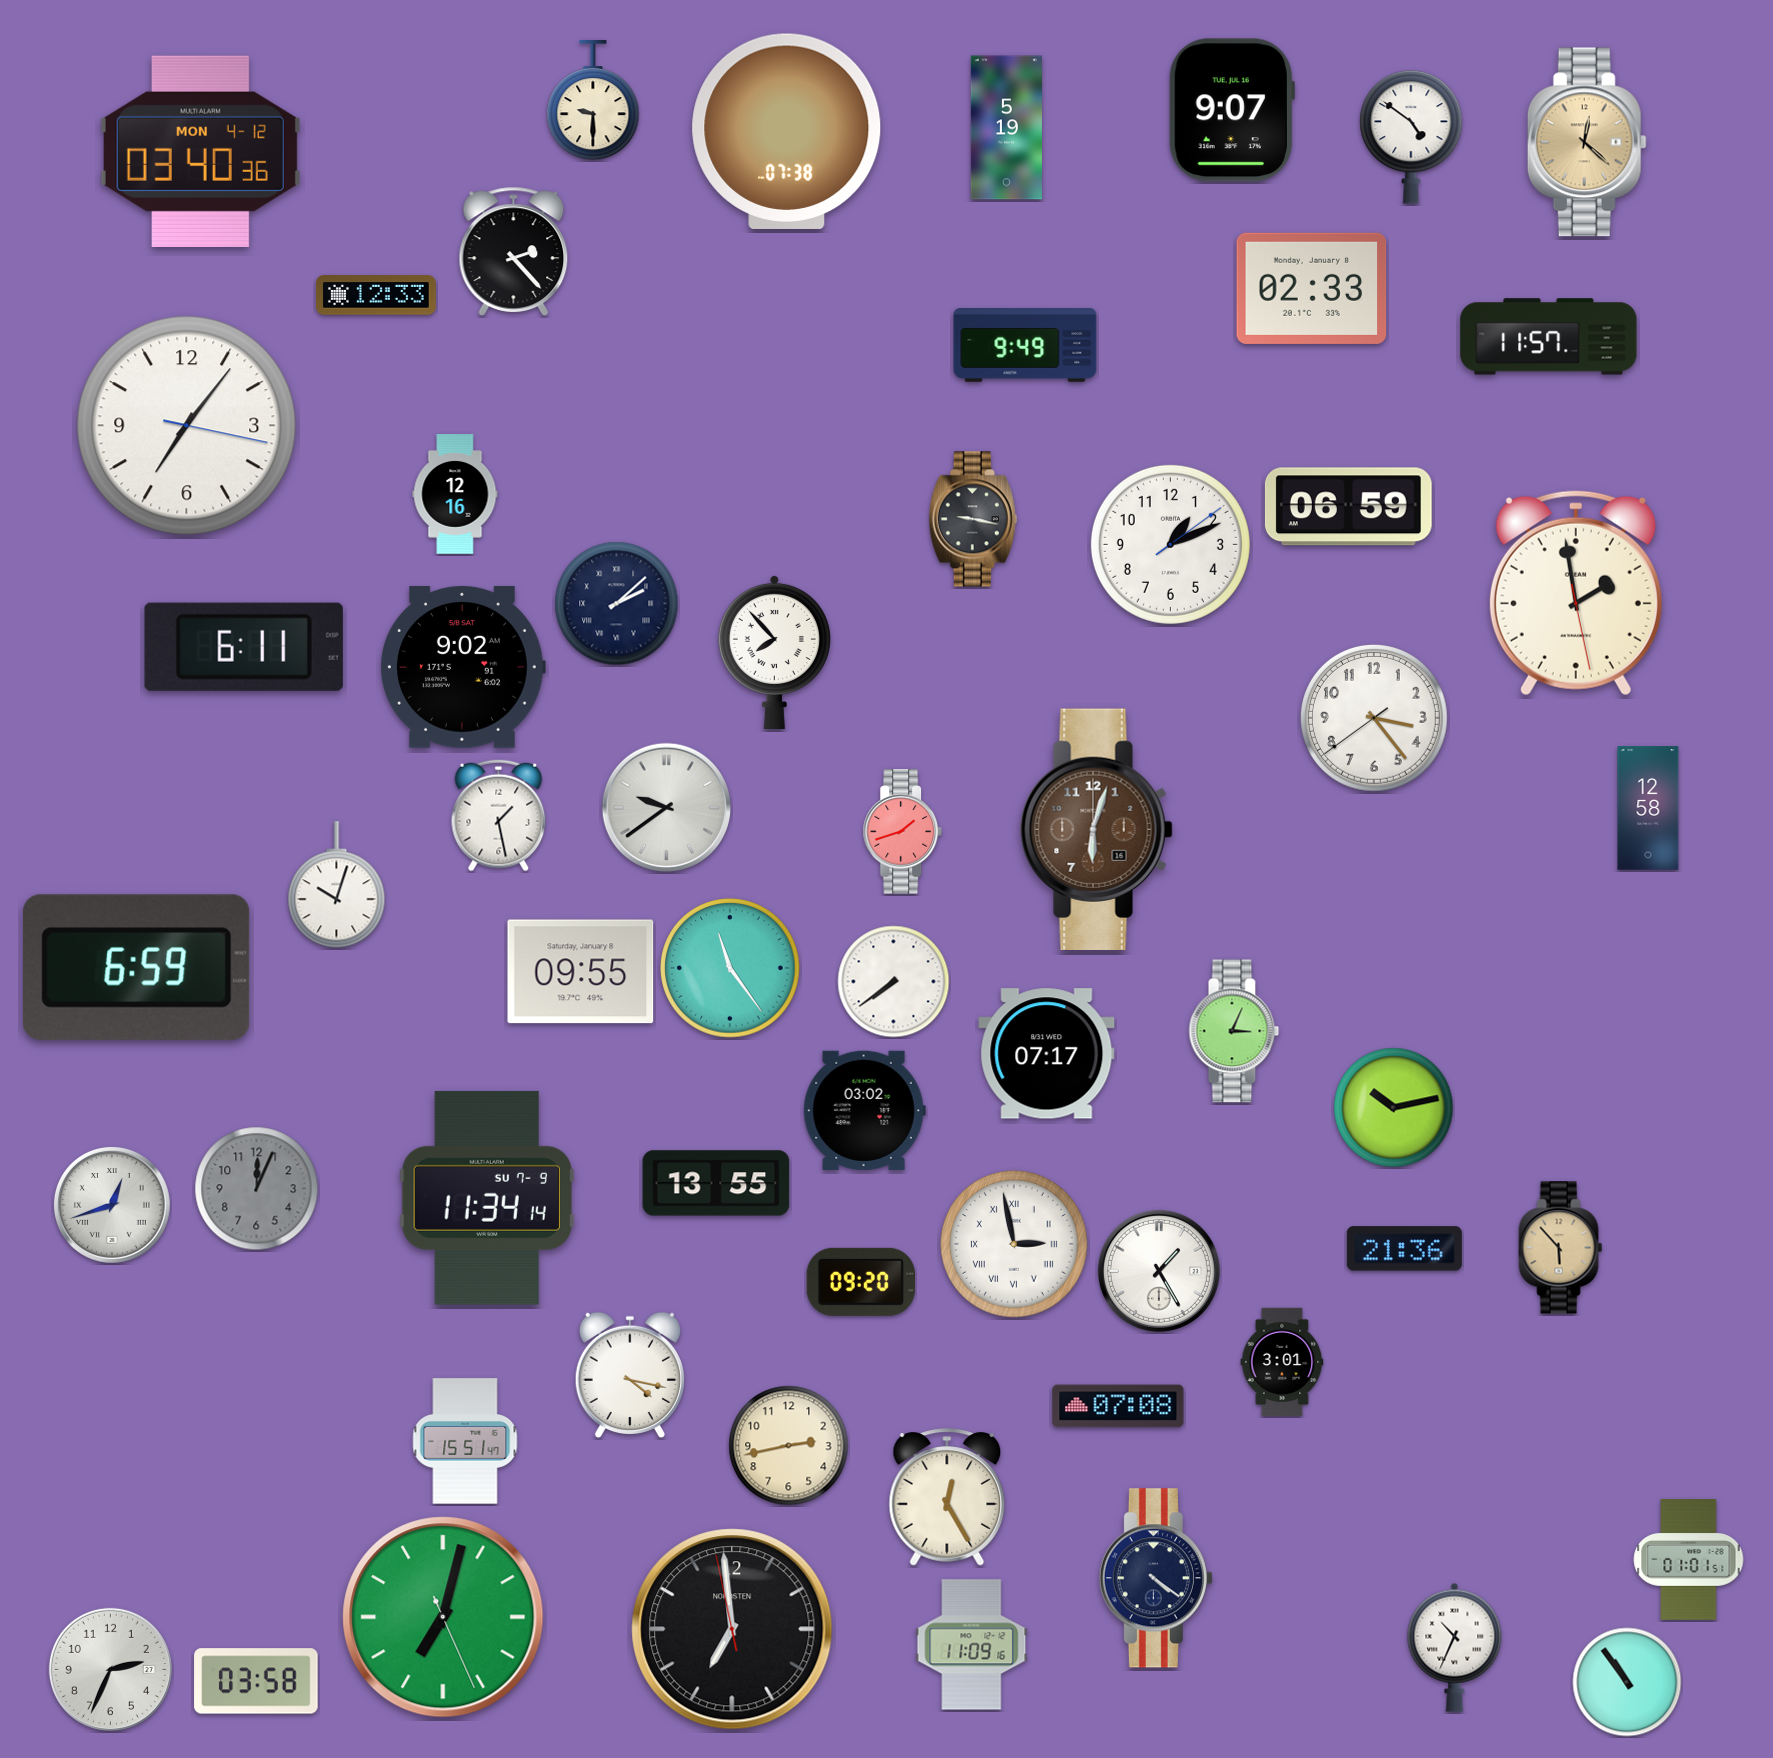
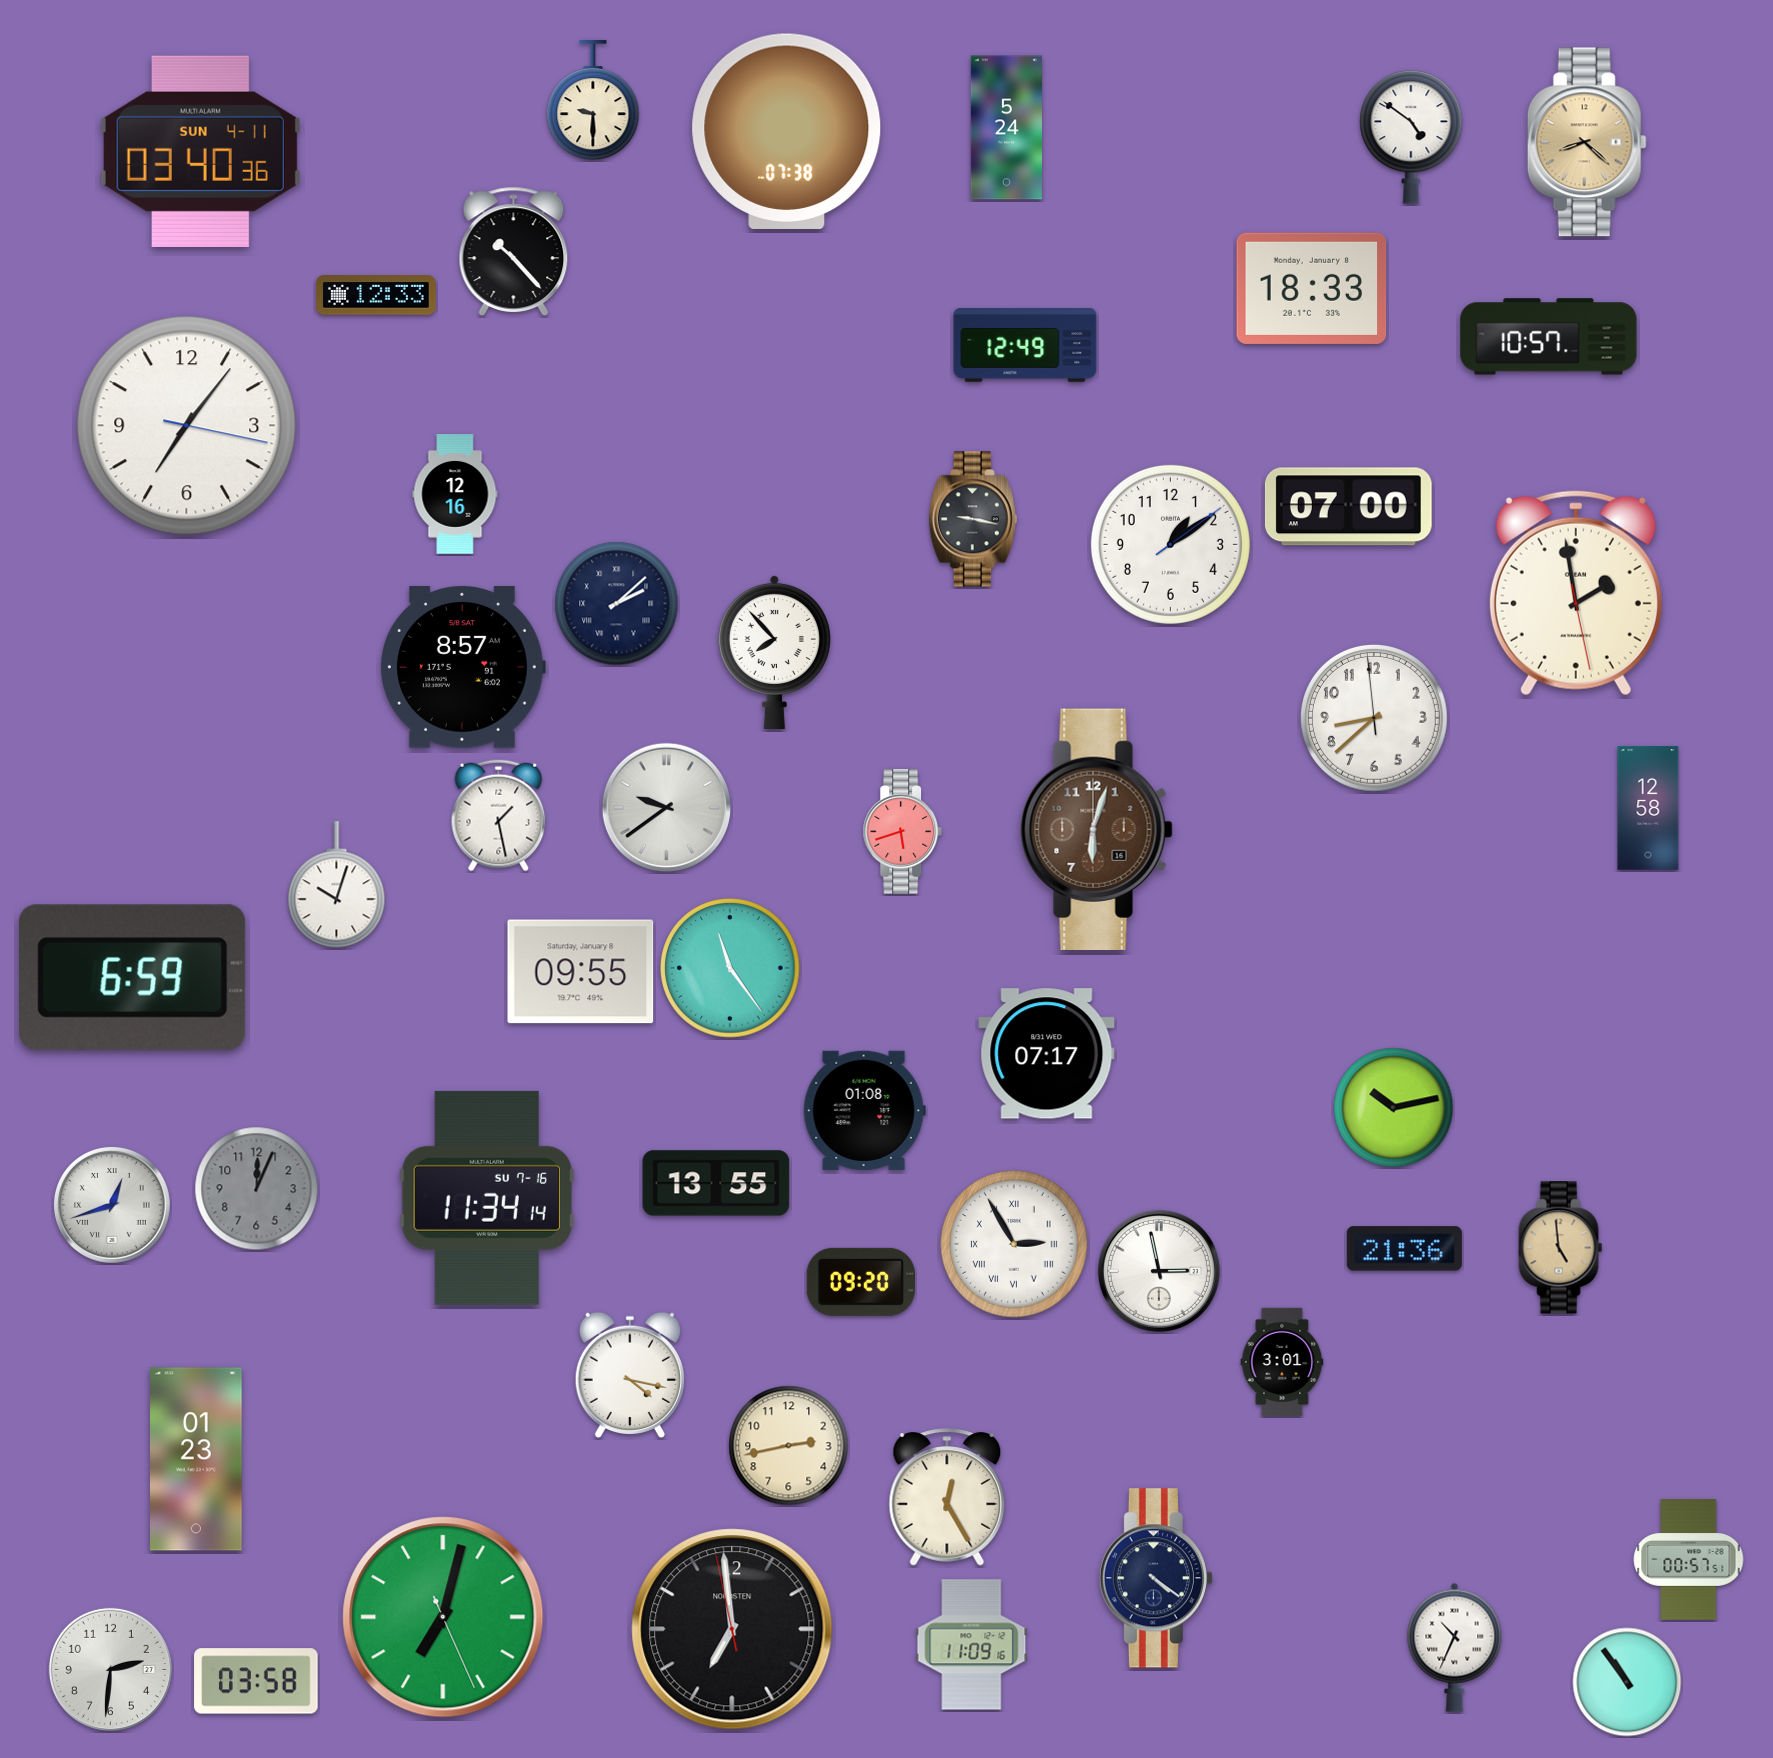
clock at (1232, 110): 9:07 -> none
clock at (1006, 128): 5:19 -> 5:24
clock at (1587, 142): 12:22 -> 8:22
clock at (200, 151) date: MON 4-12 -> SUN 4-11
clock at (514, 251): 2:23 -> 10:23
clock at (1312, 288): 02:33 -> 18:33
clock at (1549, 337): 11:57 -> 10:57
clock at (1025, 346): 9:49 -> 12:49
clock at (1348, 507): 06:59 -> 07:00
clock at (1170, 544): 1:11 -> 1:09
clock at (244, 647): 6:11 -> none
clock at (463, 668): 9:02 -> 8:57
clock at (1374, 718): 3:23 -> 8:37
clock at (903, 832): 1:42 -> 5:42
clock at (137, 967) position: (137, 967) -> (133, 977)
clock at (894, 982): 7:39 -> none
clock at (1234, 1031): 3:04 -> none
clock at (864, 1110): 03:02 -> 01:08
clock at (487, 1198) date: SU 7-9 -> SU 7-16
clock at (1014, 1244): 2:58 -> 2:55
clock at (1561, 1248): 5:53 -> 4:59
clock at (1159, 1271): 1:25 -> 2:58
clock at (1118, 1406): 07:08 -> none
clock at (465, 1441): 15:51 -> none
clock at (197, 1459): none -> 01:23
clock at (1689, 1560): 01:01 -> 00:57
clock at (110, 1669): 2:34 -> 2:31
